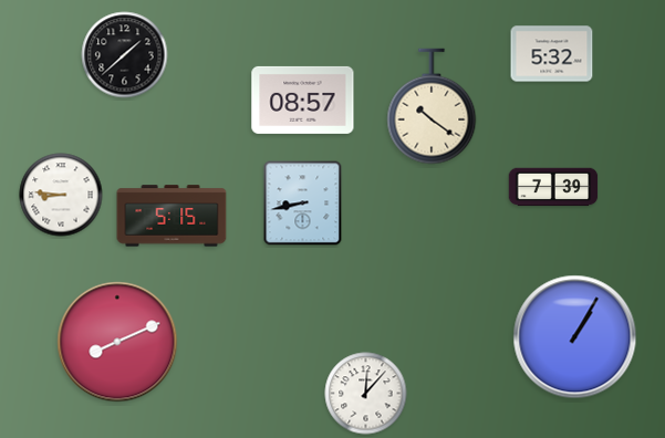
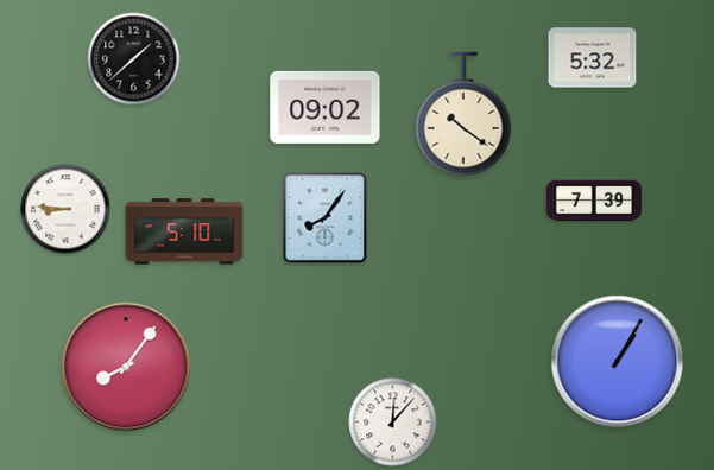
clock at (303, 100): 08:57 -> 09:02
clock at (303, 204): 8:43 -> 8:06
clock at (172, 216): 5:15 -> 5:10
clock at (117, 342): 8:11 -> 8:06
